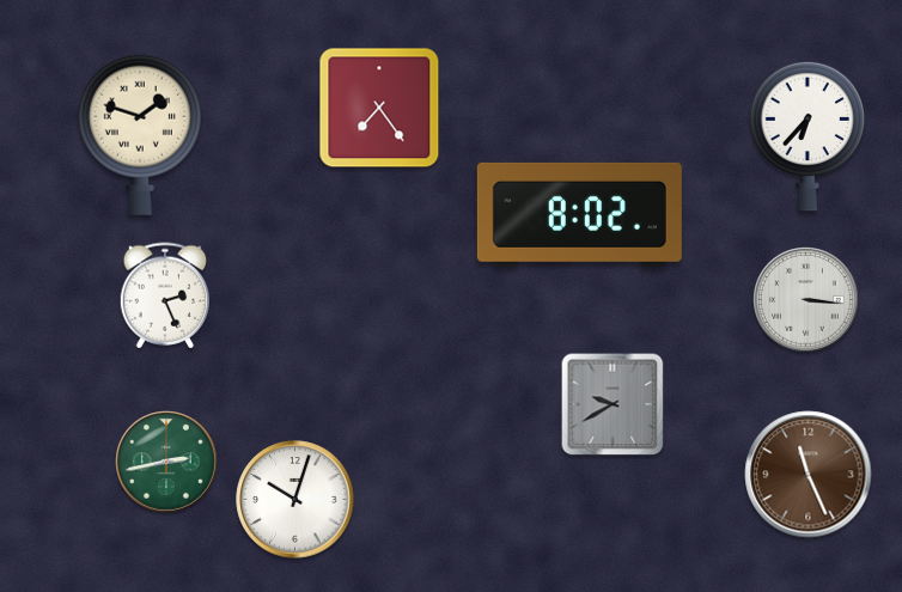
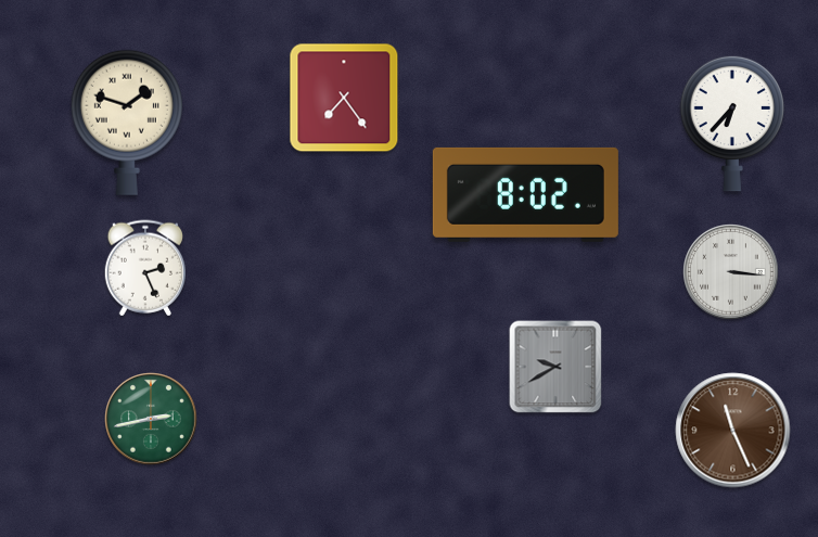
clock at (164, 295) position: (164, 295) -> (144, 268)
clock at (295, 500): 10:03 -> none
